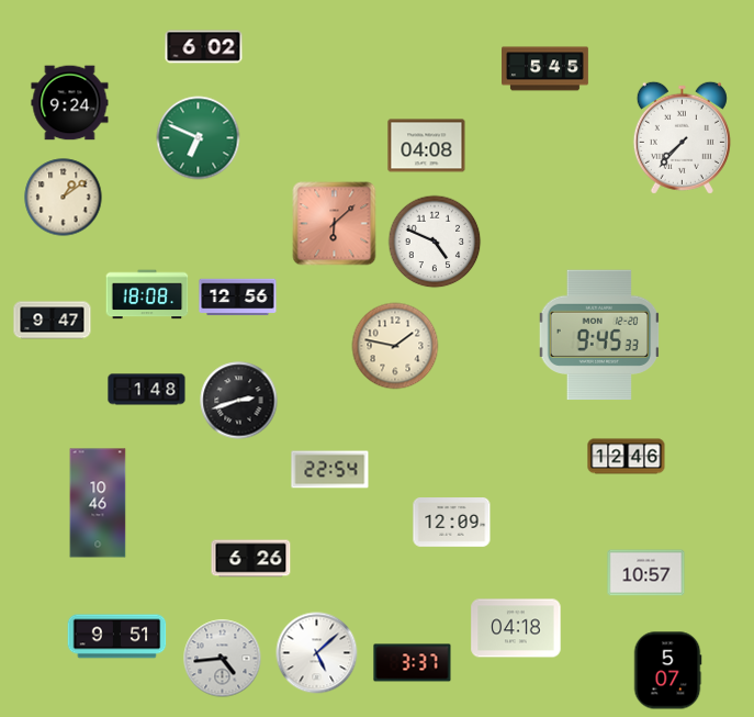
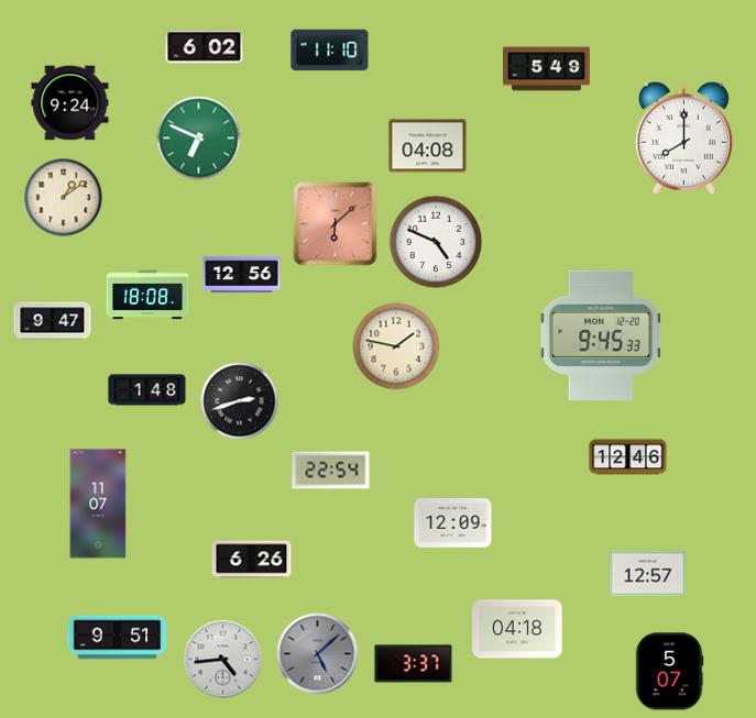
clock at (330, 51): none -> 11:10
clock at (545, 69): 5:45 -> 5:49
clock at (682, 137): 7:37 -> 8:00
clock at (238, 298) position: (238, 298) -> (242, 275)
clock at (98, 503): 10:46 -> 11:07
clock at (646, 573): 10:57 -> 12:57
clock at (317, 653) dial: white -> grey
